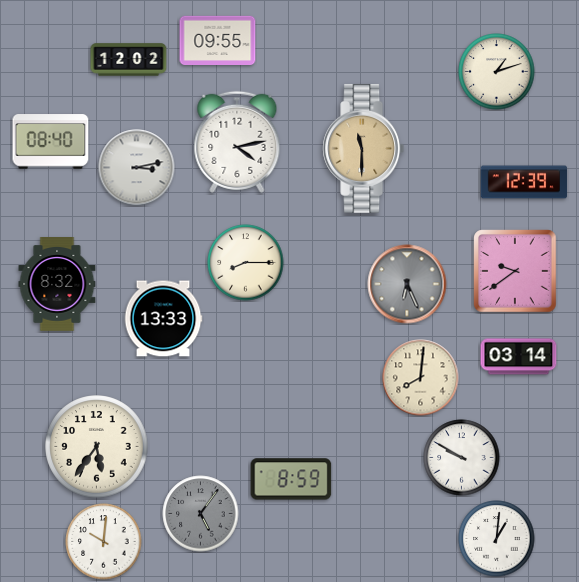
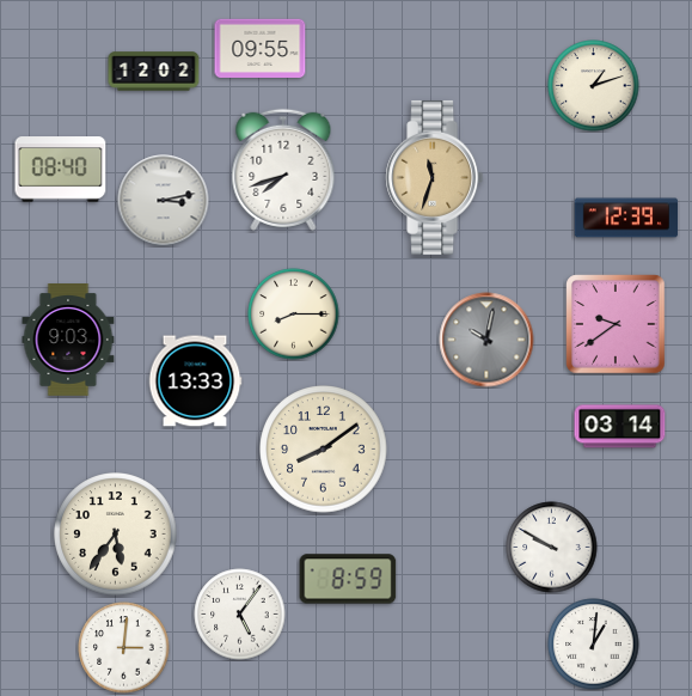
clock at (237, 142): 4:13 -> 7:42
clock at (364, 148): 11:30 -> 11:33
clock at (57, 284): 8:32 -> 9:03
clock at (407, 284): 6:26 -> 10:02
clock at (324, 450): none -> 8:09
clock at (421, 378): 8:01 -> none
clock at (291, 479) position: (291, 479) -> (348, 579)
clock at (201, 514) dial: grey -> white
clock at (104, 542): 10:01 -> 3:01
